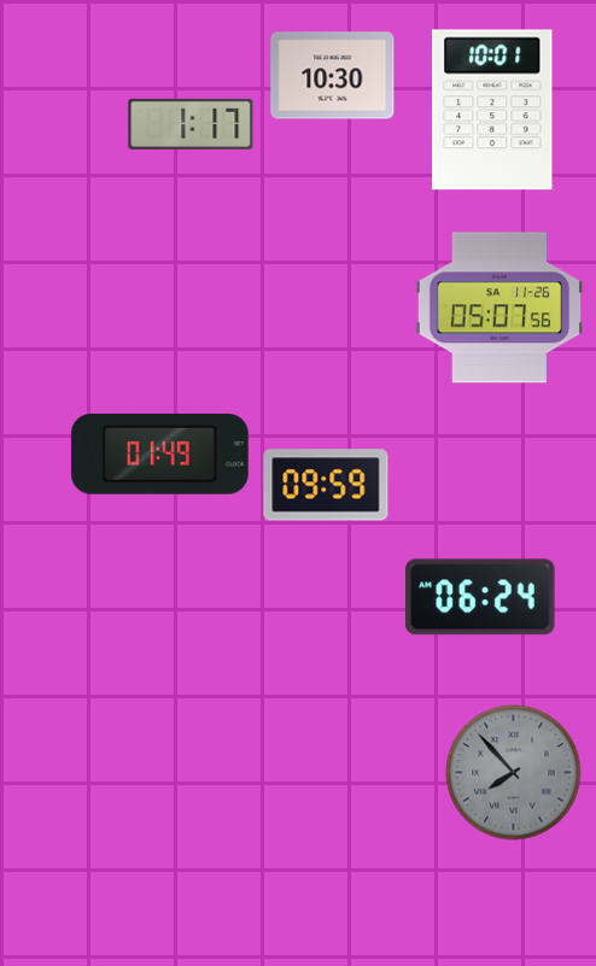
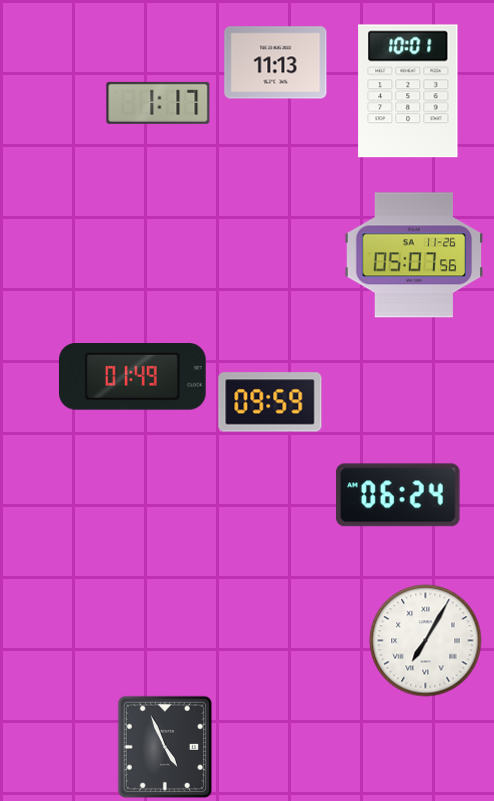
clock at (333, 76): 10:30 -> 11:13
clock at (514, 773): 7:53 -> 7:05
clock at (514, 773) dial: grey -> white
clock at (165, 746): none -> 4:56
